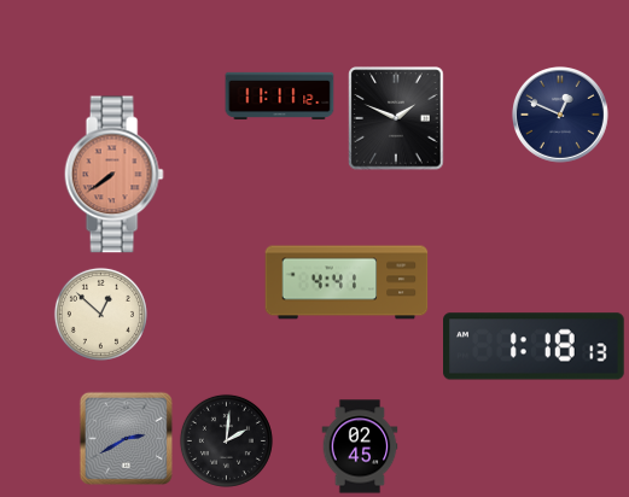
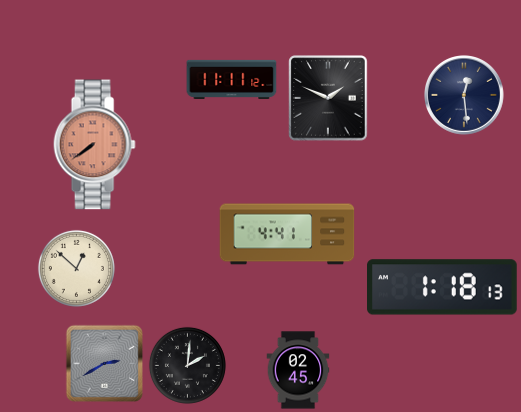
clock at (561, 116): 12:49 -> 12:29
clock at (100, 314) position: (100, 314) -> (76, 268)
